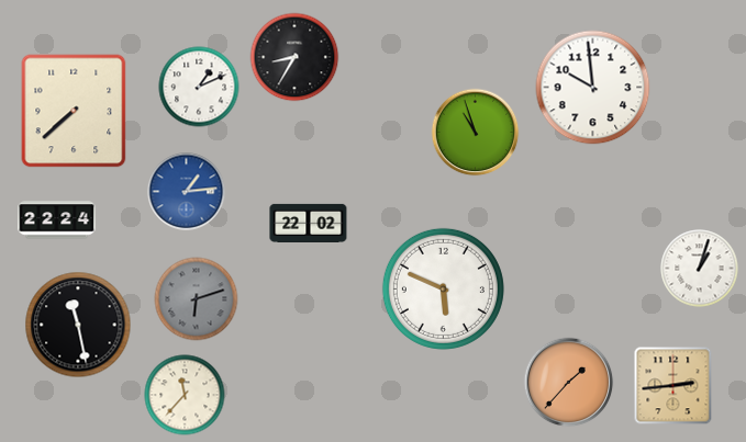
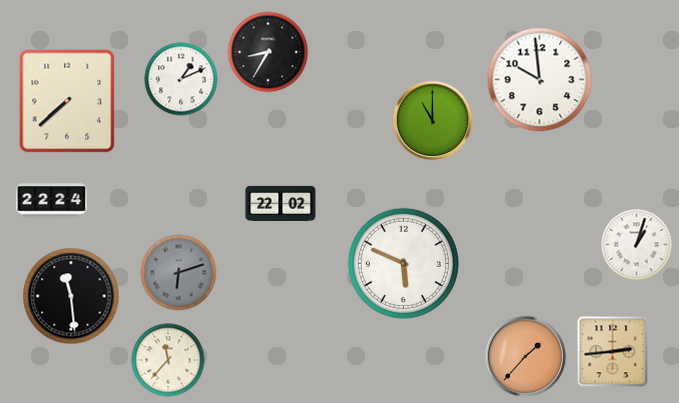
clock at (476, 133): 10:57 -> 11:00
clock at (187, 192): 1:14 -> none
clock at (78, 325): 11:28 -> 11:29
clock at (569, 383) position: (569, 383) -> (526, 357)
